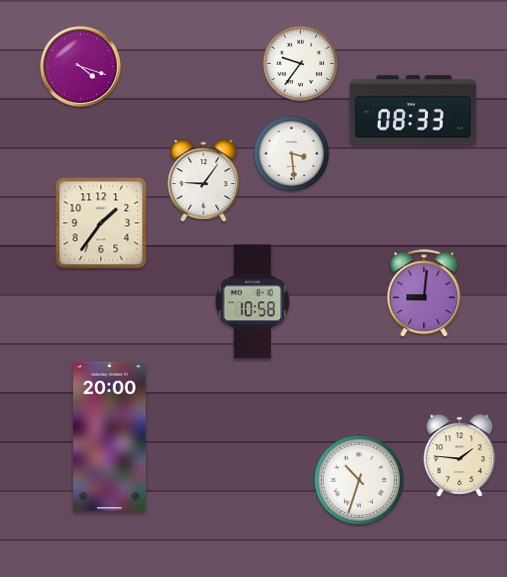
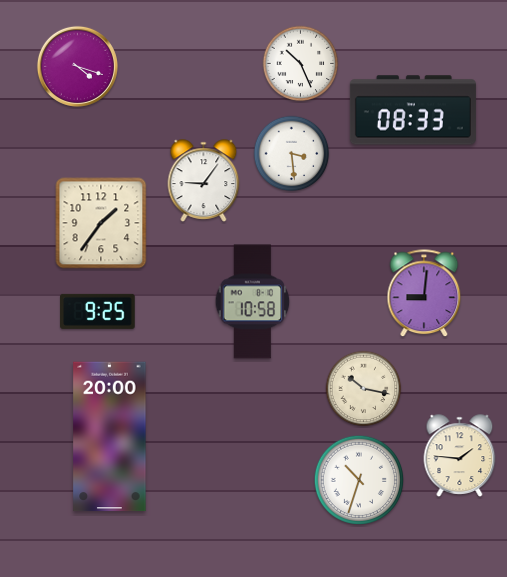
clock at (301, 64): 9:36 -> 10:26
clock at (80, 66) position: (80, 66) -> (77, 66)
clock at (98, 311): none -> 9:25
clock at (364, 389): none -> 10:17
